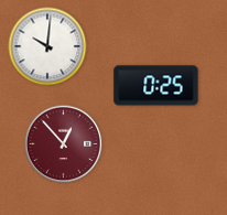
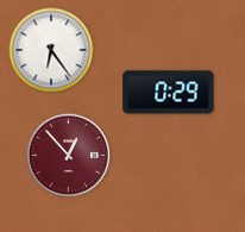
clock at (47, 46): 10:01 -> 6:24
clock at (156, 86): 0:25 -> 0:29
